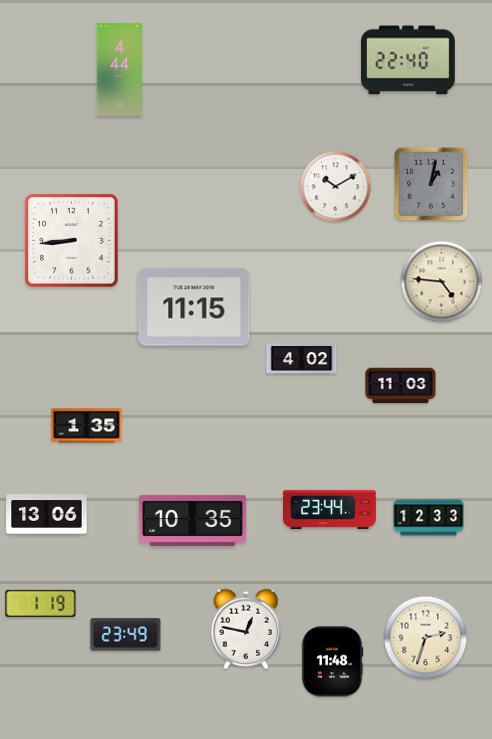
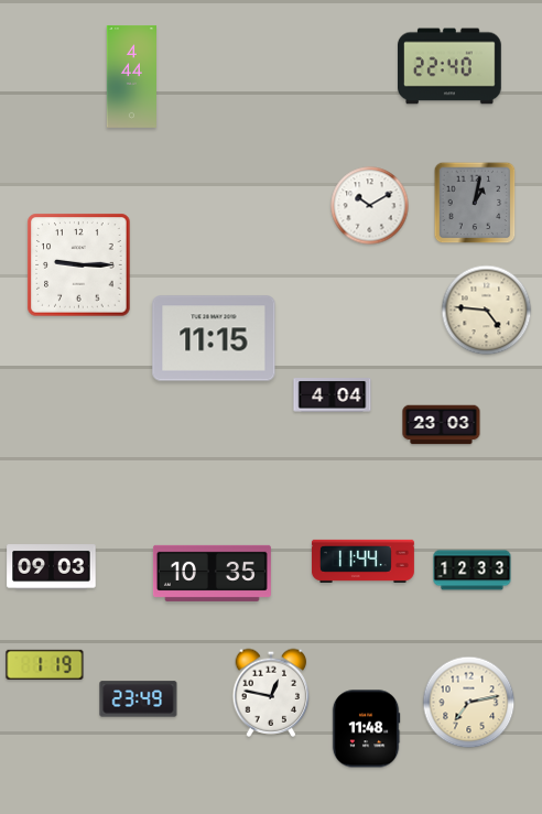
clock at (72, 241): 8:44 -> 9:15
clock at (302, 359): 4:02 -> 4:04
clock at (401, 386): 11:03 -> 23:03
clock at (87, 426): 1:35 -> none
clock at (329, 509): 23:44 -> 11:44
clock at (47, 515): 13:06 -> 09:03
clock at (426, 638): 2:33 -> 7:13
